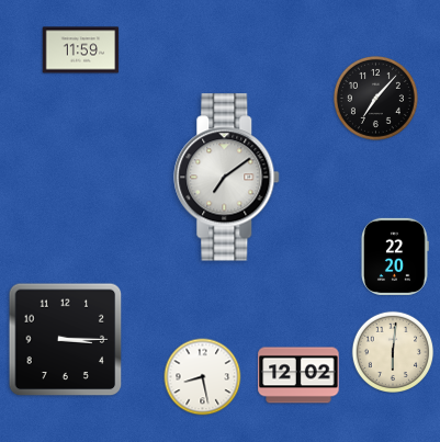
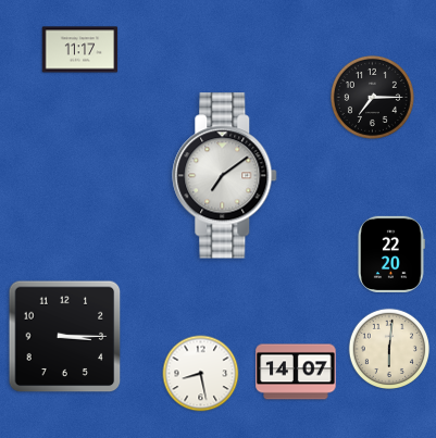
clock at (81, 50): 11:59 -> 11:17
clock at (375, 98): 7:07 -> 7:15
clock at (298, 375): 12:02 -> 14:07
